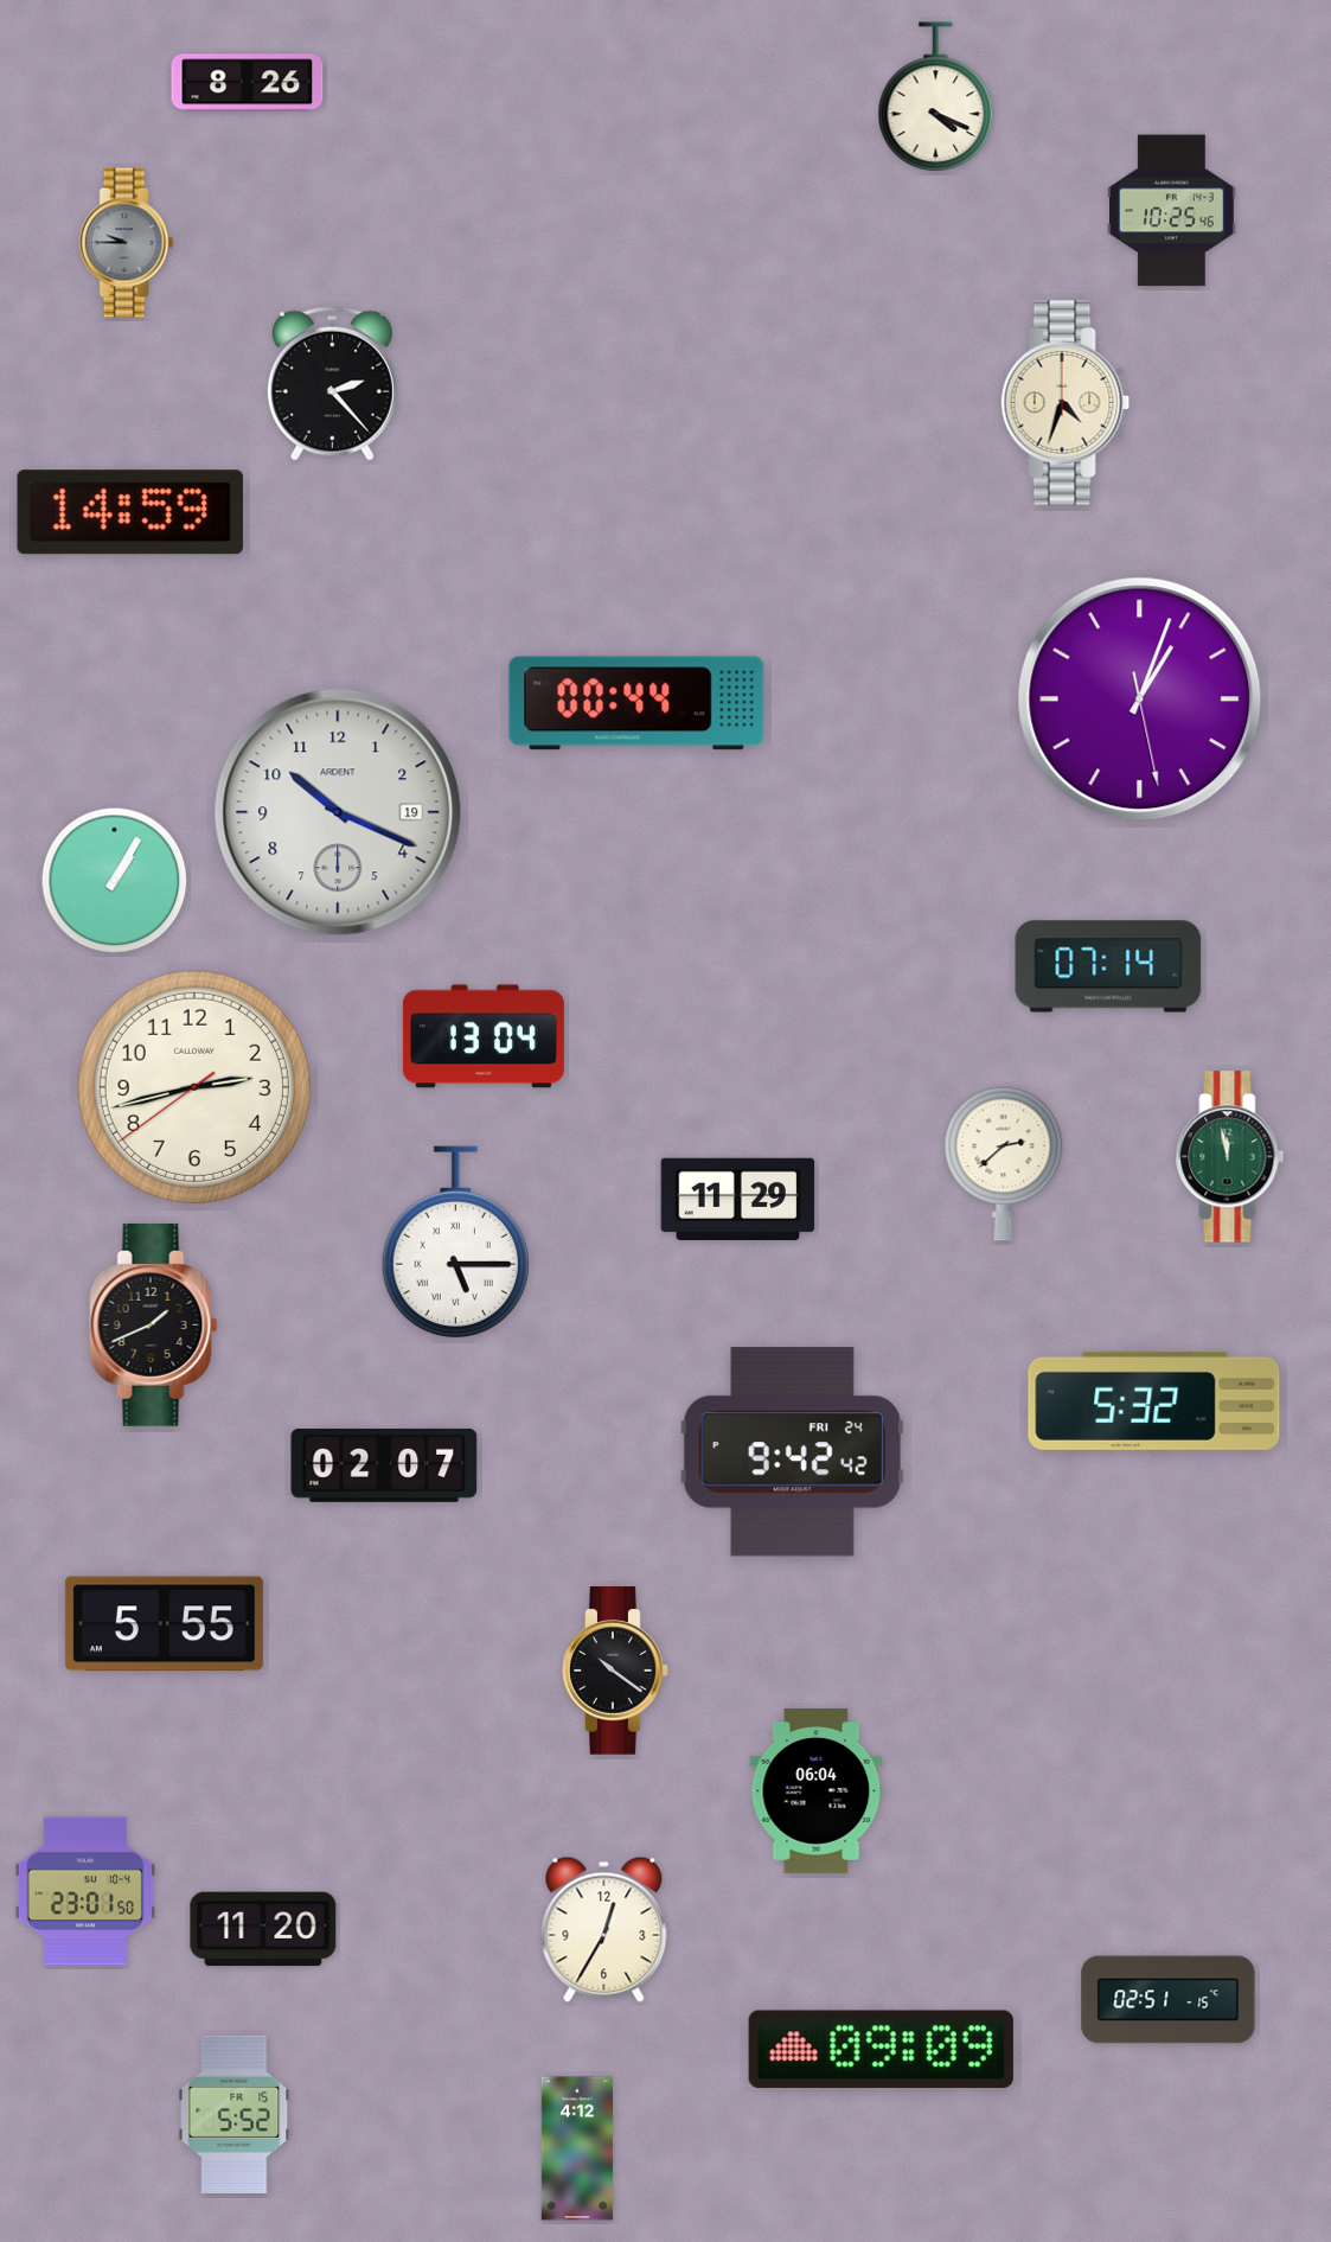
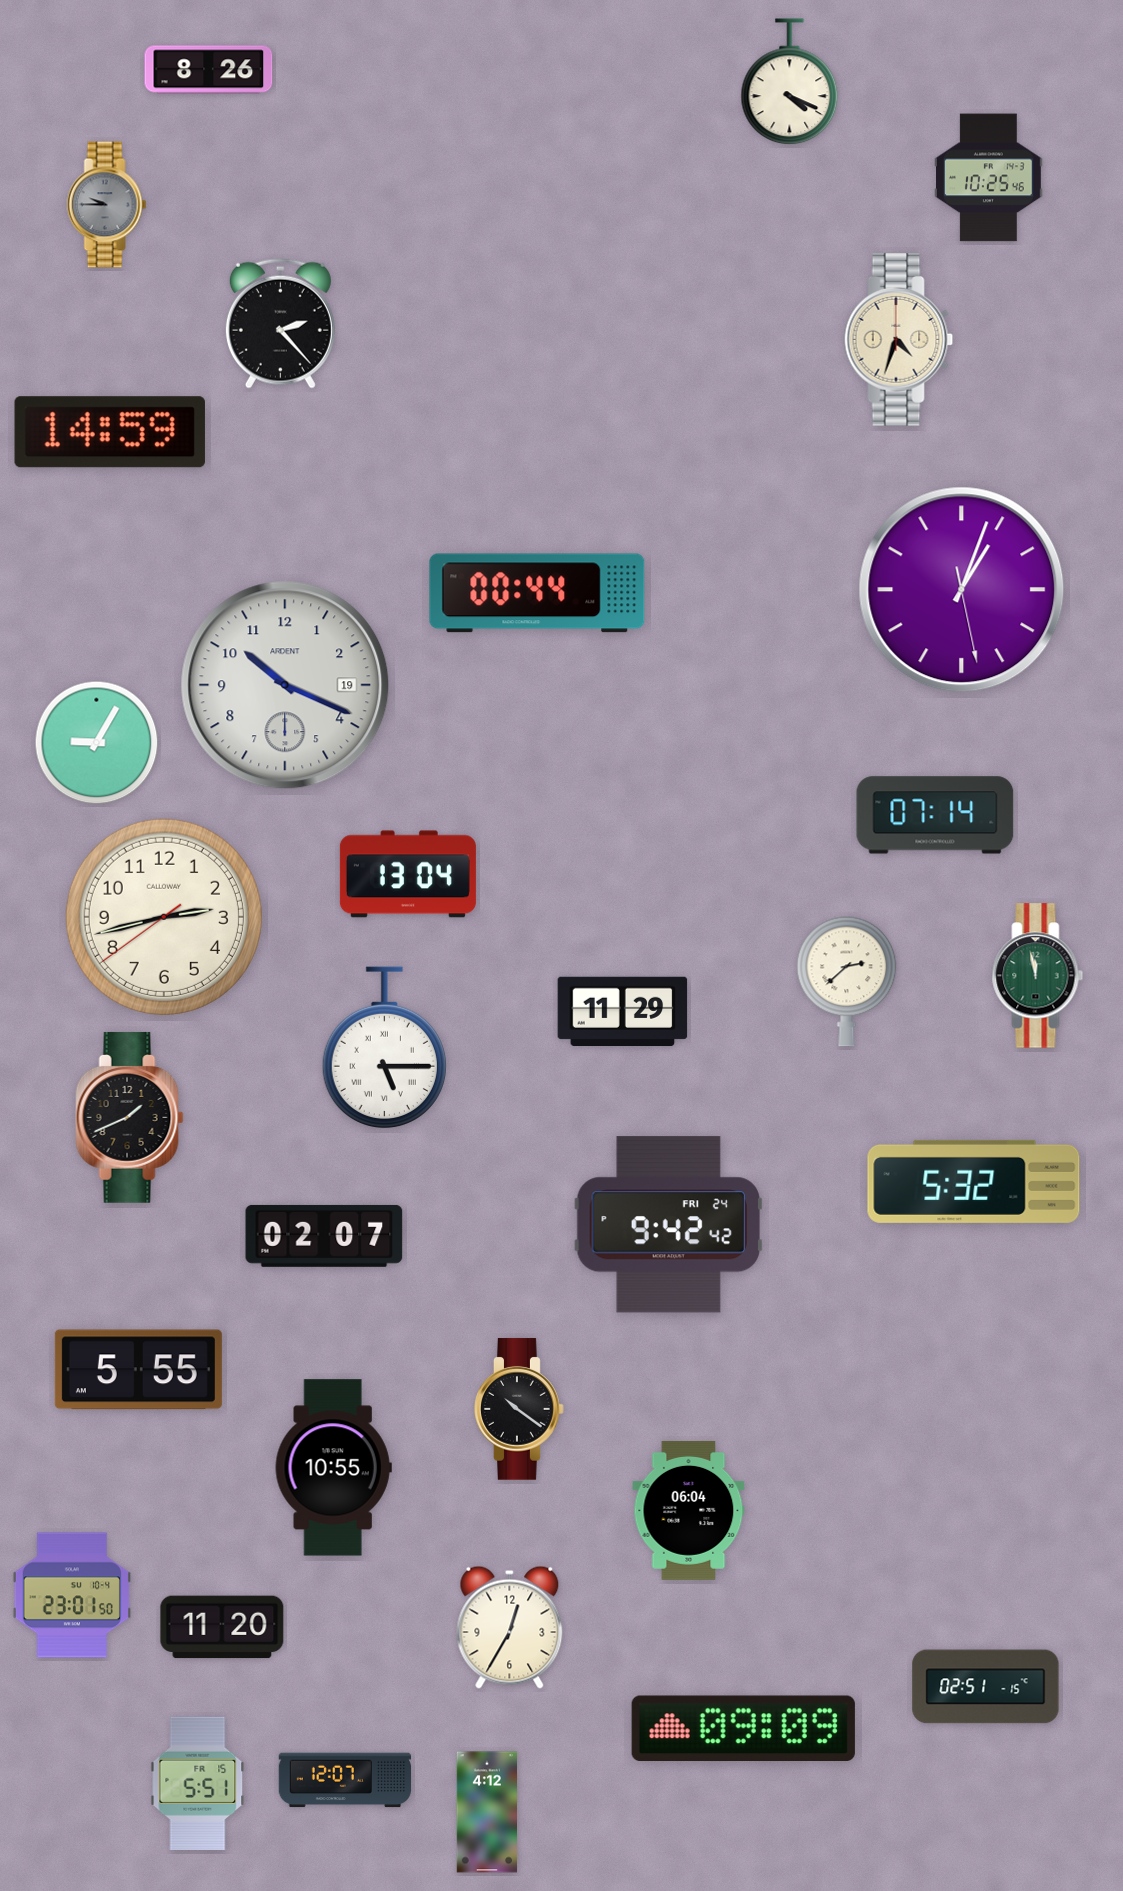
clock at (115, 881): 1:05 -> 9:05
clock at (333, 1468): none -> 10:55
clock at (345, 1780): none -> 12:07
clock at (235, 2114): 5:52 -> 5:51
